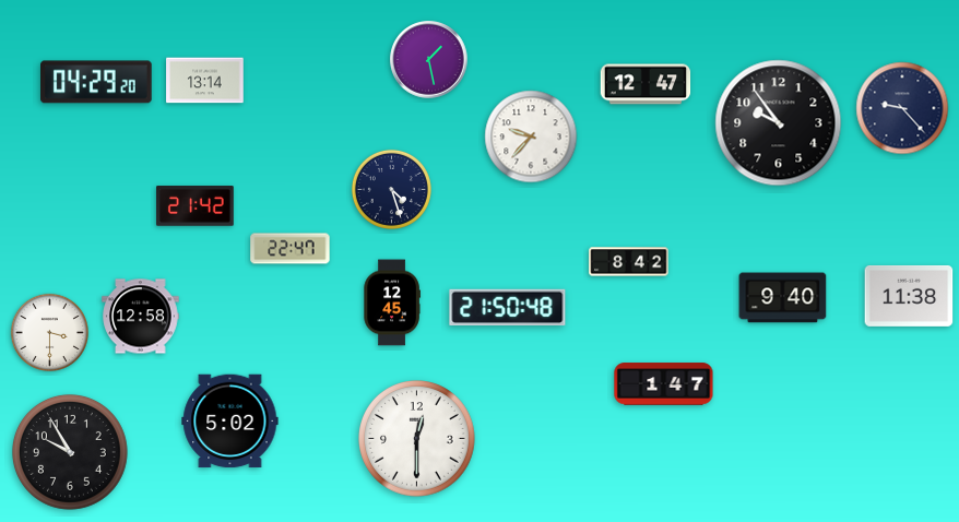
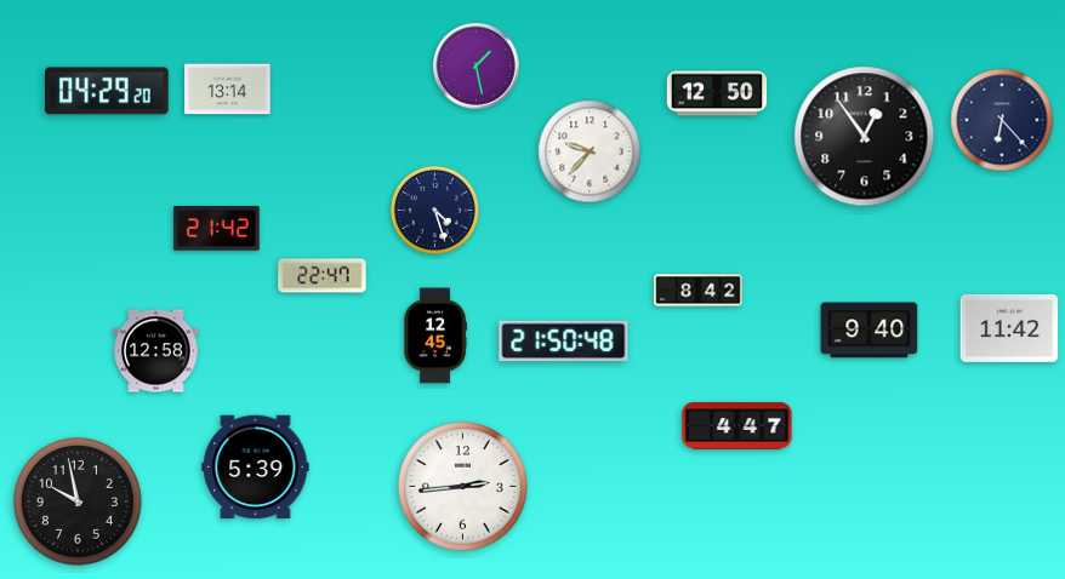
clock at (646, 84): 12:47 -> 12:50
clock at (902, 108): 9:23 -> 6:23
clock at (779, 123): 9:54 -> 12:54
clock at (909, 296): 11:38 -> 11:42
clock at (49, 332): 3:30 -> none
clock at (664, 384): 1:47 -> 4:47
clock at (230, 422): 5:02 -> 5:39
clock at (417, 439): 12:30 -> 2:44
clock at (70, 452): 9:55 -> 9:58
